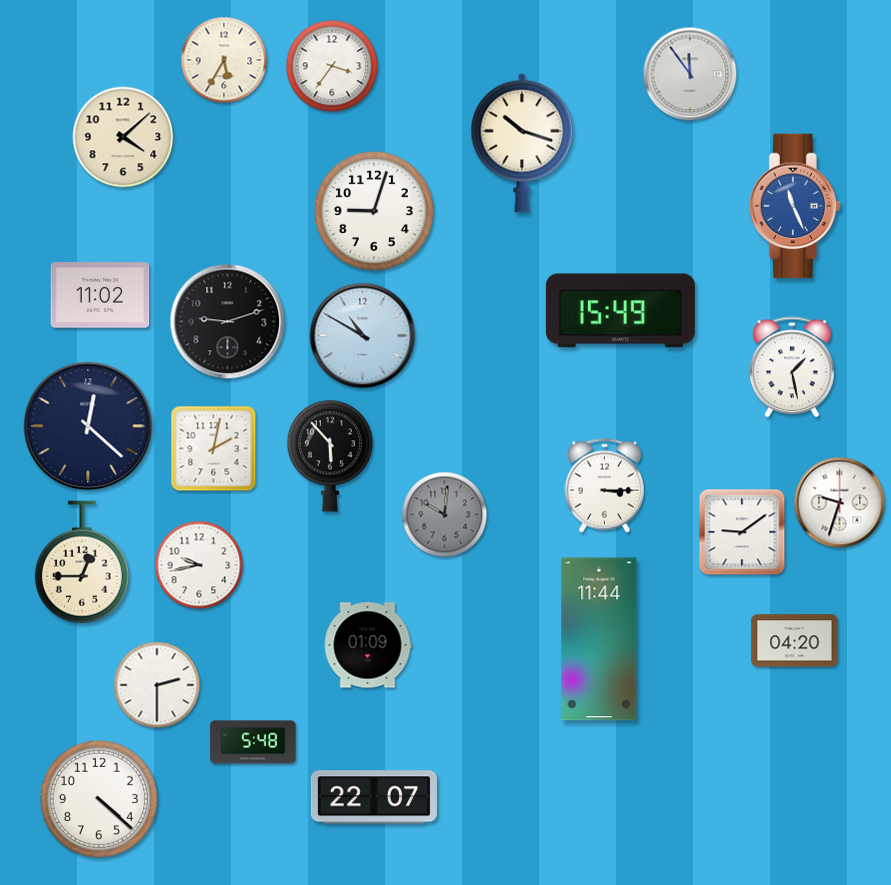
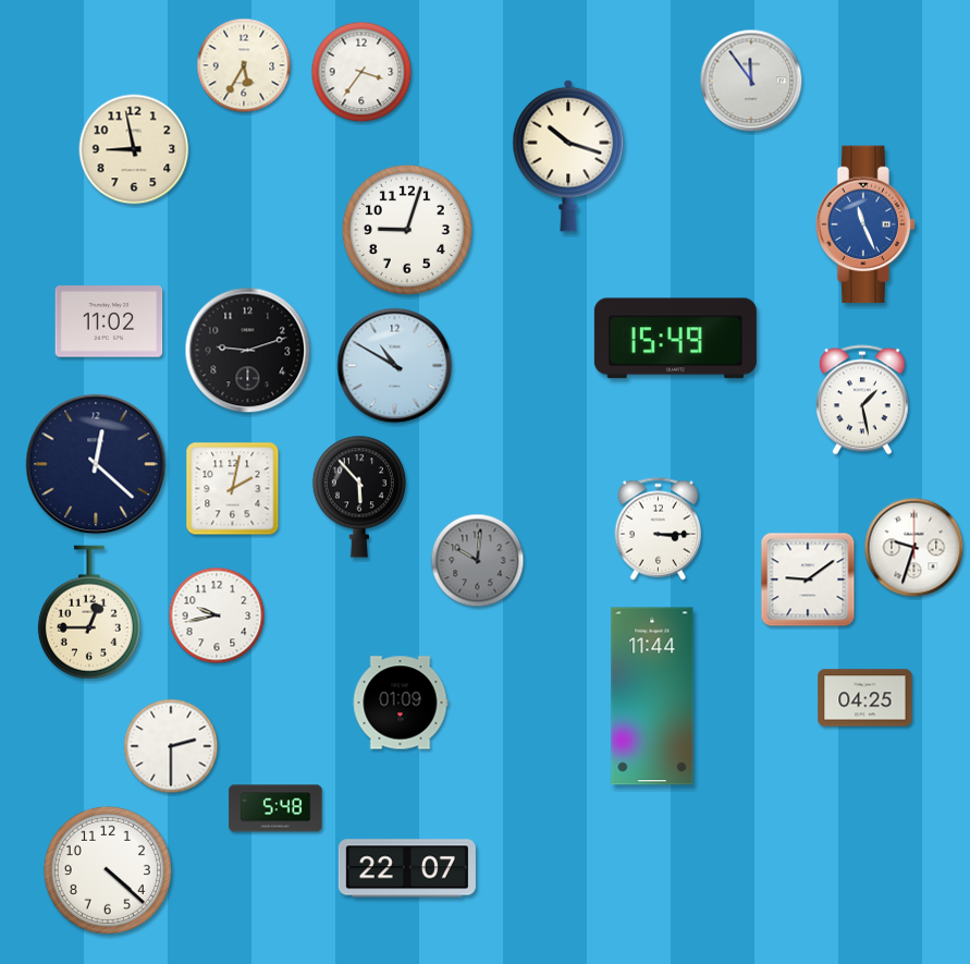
clock at (123, 137): 4:08 -> 8:58
clock at (445, 515) position: (445, 515) -> (478, 561)
clock at (795, 641): 04:20 -> 04:25
